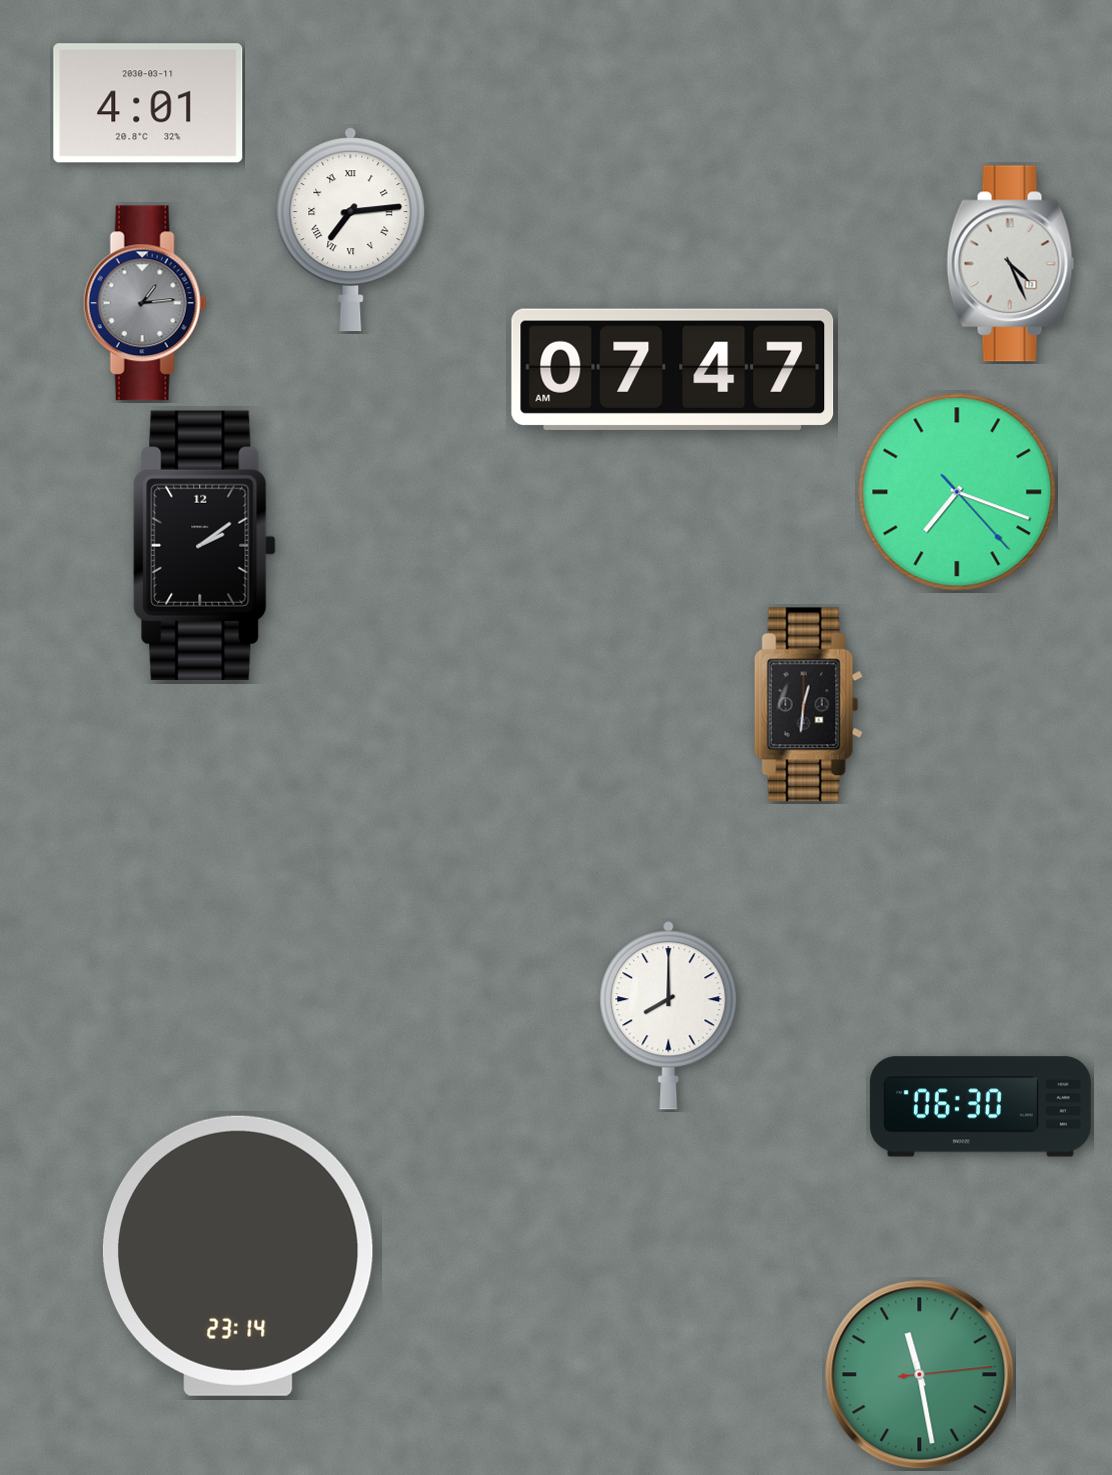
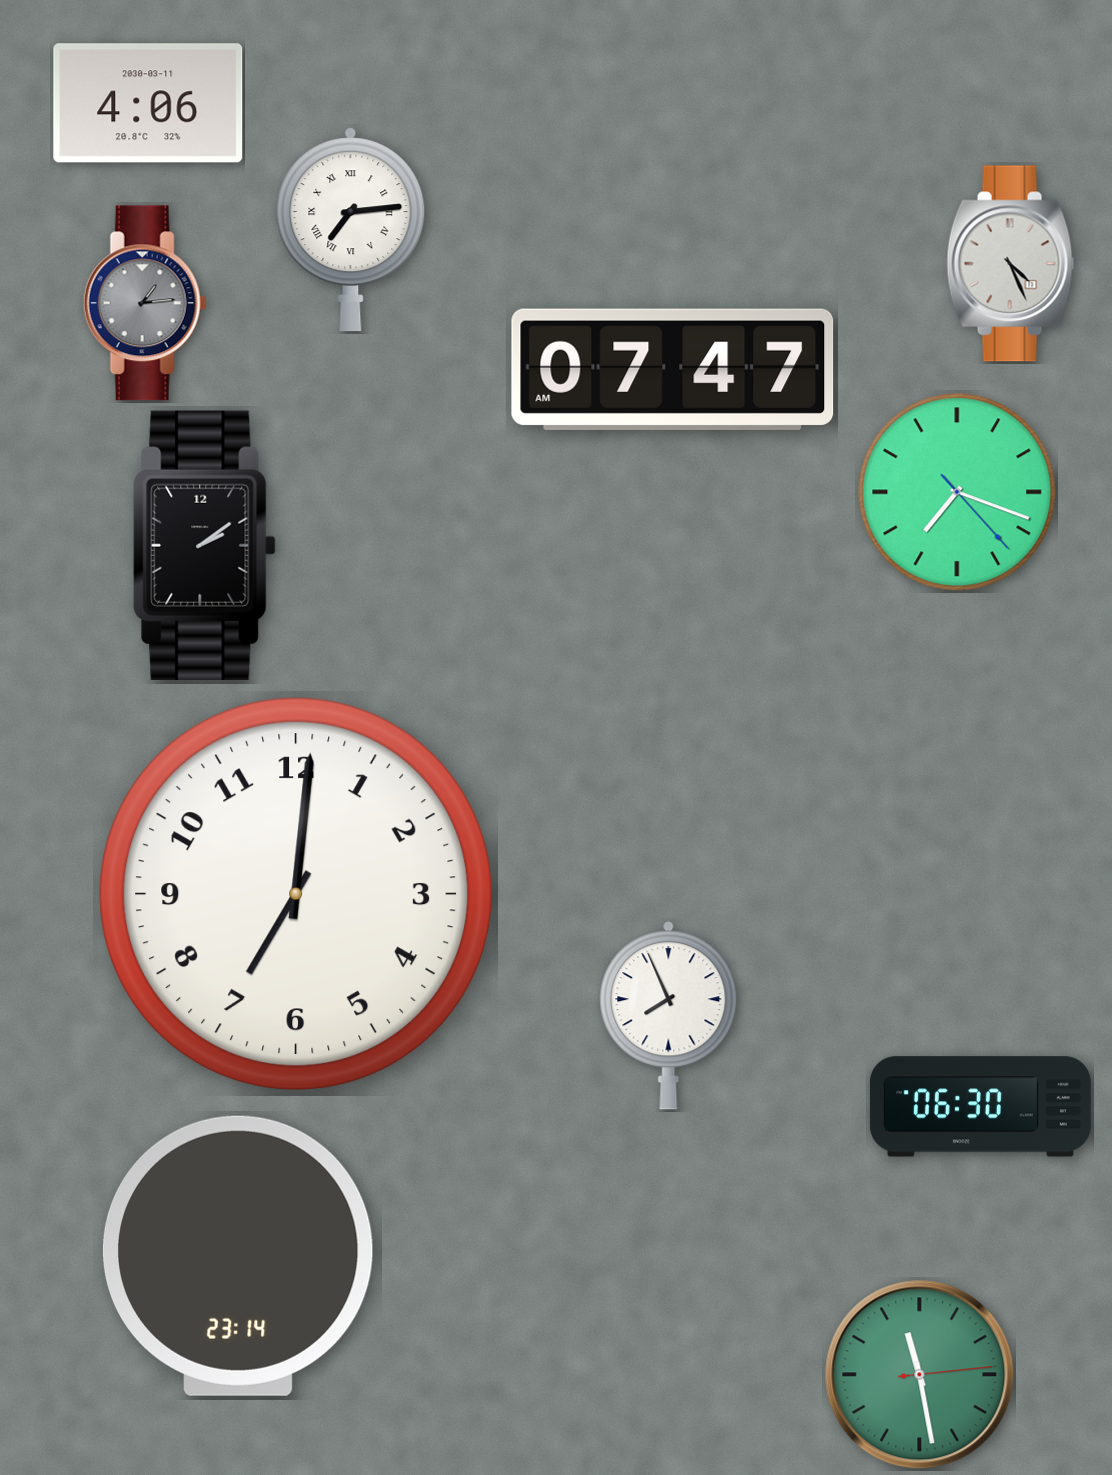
clock at (148, 103): 4:01 -> 4:06
clock at (808, 705): 12:31 -> none
clock at (296, 894): none -> 7:01
clock at (669, 1016): 8:00 -> 7:56
